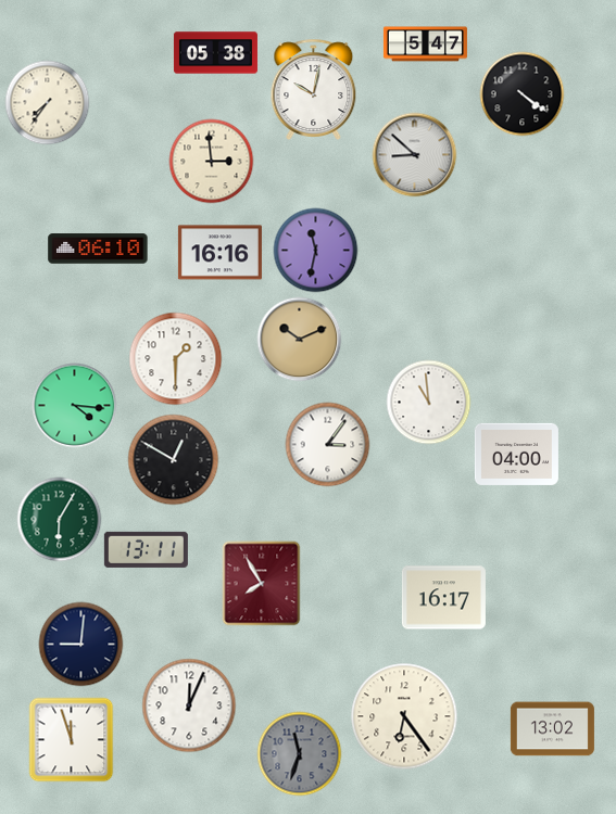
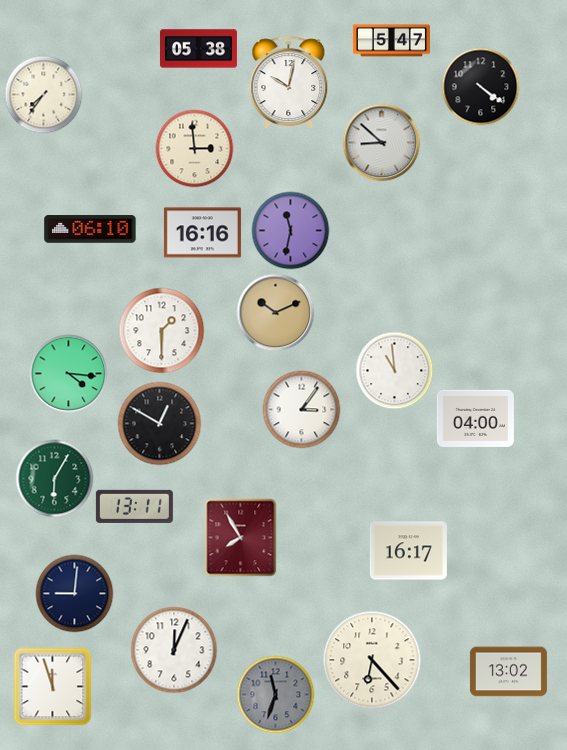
clock at (404, 716): 6:24 -> 6:23
clock at (71, 739) position: (71, 739) -> (52, 686)
